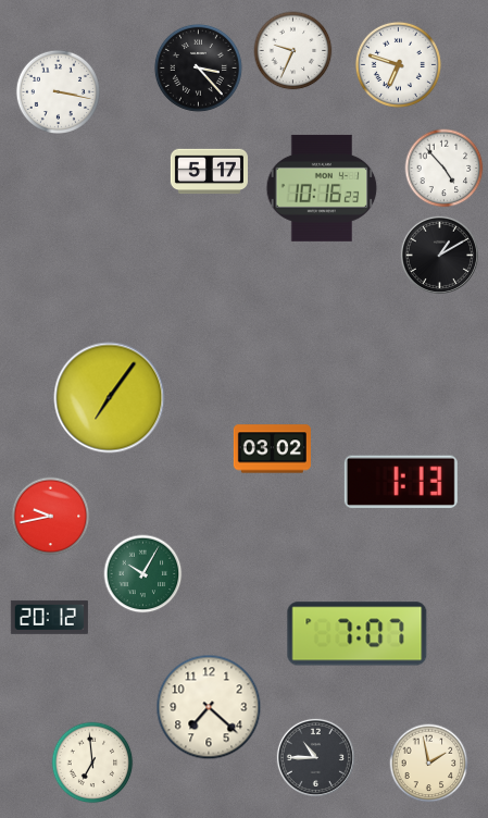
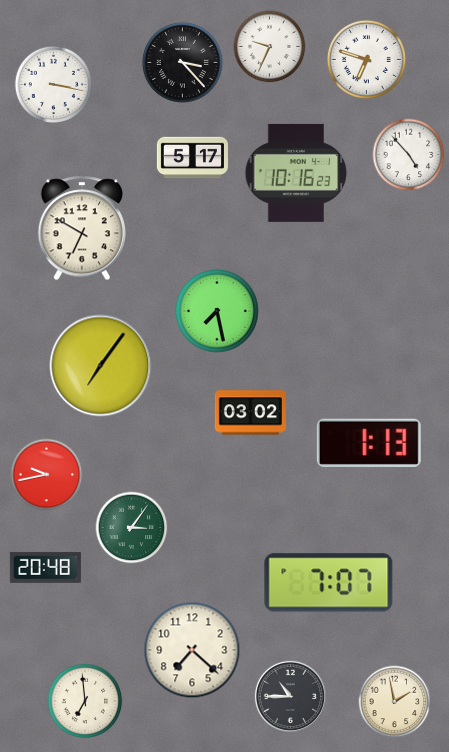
clock at (81, 228): none -> 6:50
clock at (439, 255): 1:10 -> none
clock at (217, 311): none -> 7:28
clock at (143, 574): 10:05 -> 3:06
clock at (49, 617): 20:12 -> 20:48
